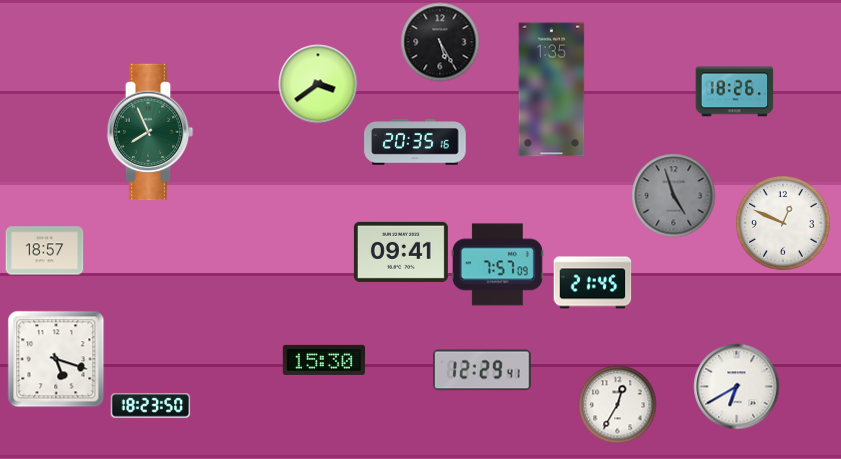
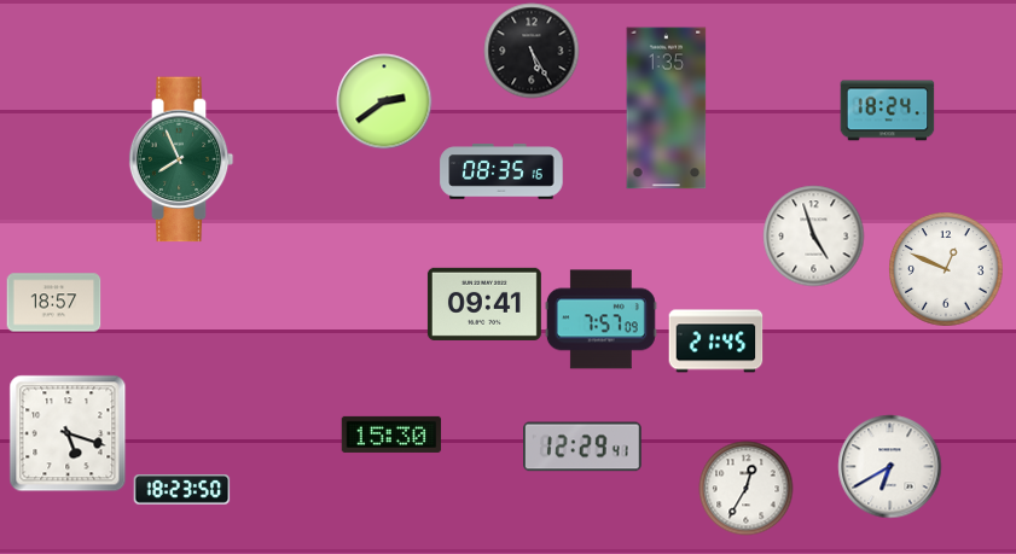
clock at (318, 84): 3:39 -> 2:39
clock at (734, 92): 18:26 -> 18:24
clock at (415, 142): 20:35 -> 08:35
clock at (673, 195) dial: grey -> white
